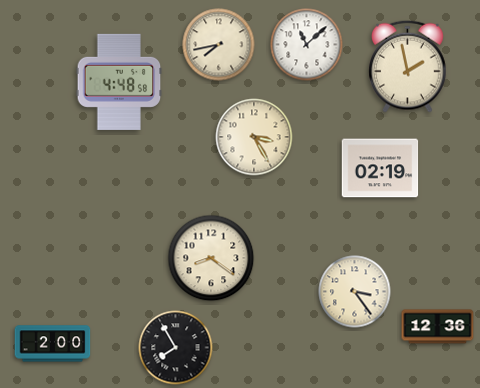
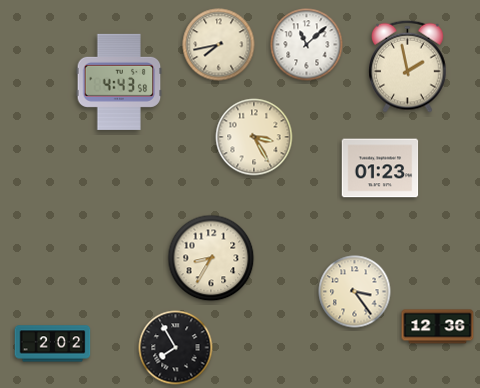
clock at (119, 82): 4:48 -> 4:43
clock at (380, 168): 02:19 -> 01:23
clock at (211, 258): 8:21 -> 8:35
clock at (53, 344): 2:00 -> 2:02
